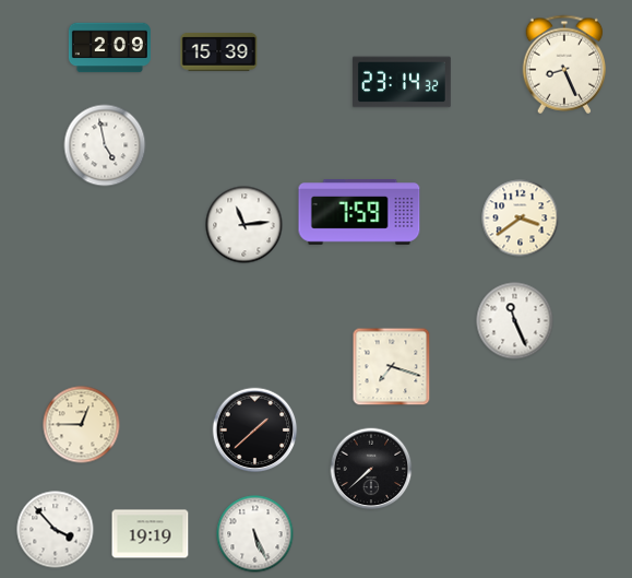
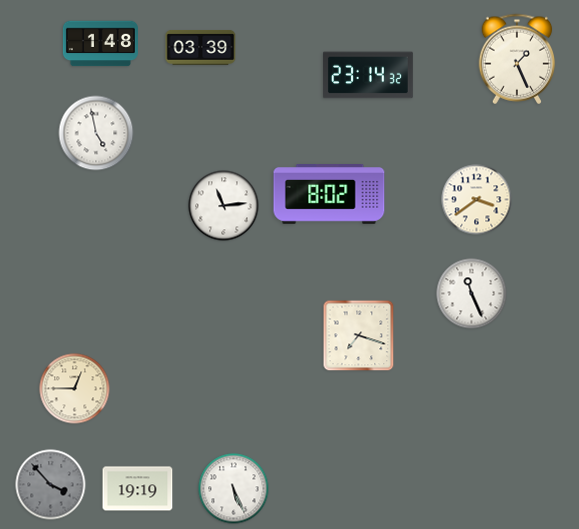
clock at (109, 48): 2:09 -> 1:48
clock at (219, 51): 15:39 -> 03:39
clock at (564, 64): 8:26 -> 1:26
clock at (359, 213): 7:59 -> 8:02
clock at (255, 430): 1:38 -> none
clock at (371, 469): 7:38 -> none
clock at (56, 530) dial: white -> grey
